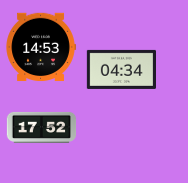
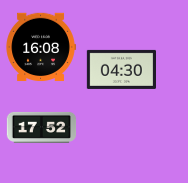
clock at (41, 47): 14:53 -> 16:08
clock at (121, 69): 04:34 -> 04:30
